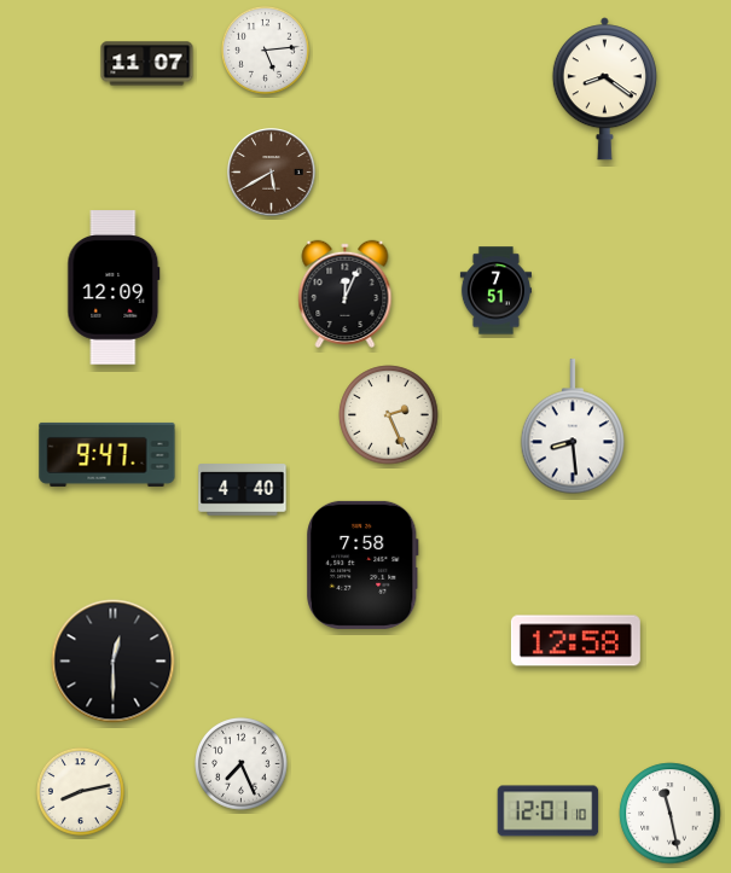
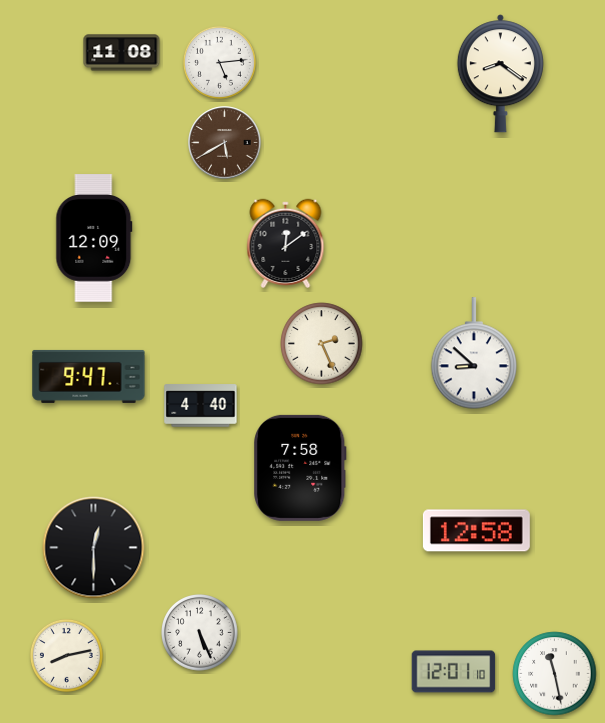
clock at (265, 50) position: (265, 50) -> (219, 62)
clock at (147, 64): 11:07 -> 11:08
clock at (495, 291): 7:51 -> none
clock at (346, 293): 12:04 -> 12:09
clock at (573, 427): 8:29 -> 8:52
clock at (242, 764): 7:26 -> 5:26
